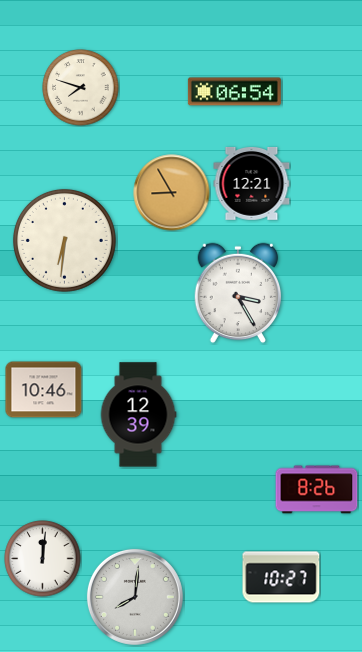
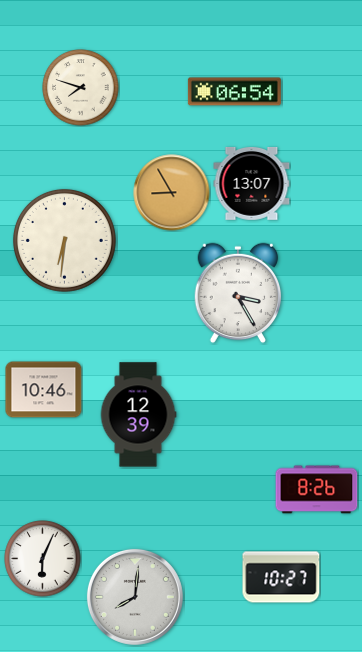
clock at (252, 183): 12:21 -> 13:07
clock at (43, 559): 12:01 -> 6:04
